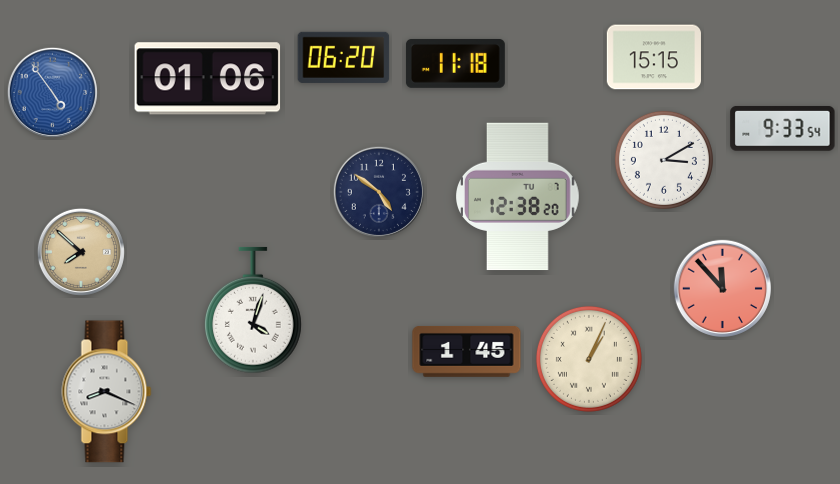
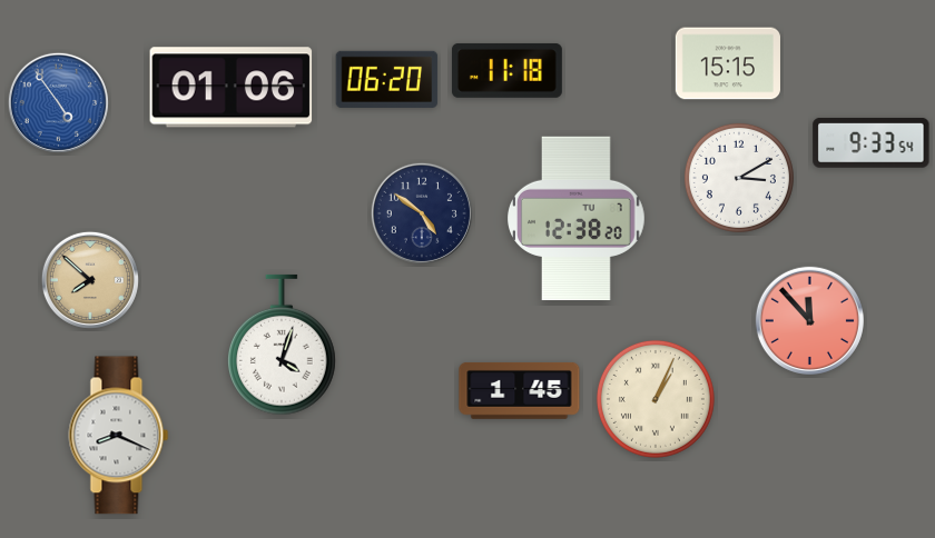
clock at (344, 57) position: (344, 57) -> (387, 79)
clock at (722, 288) position: (722, 288) -> (809, 320)
